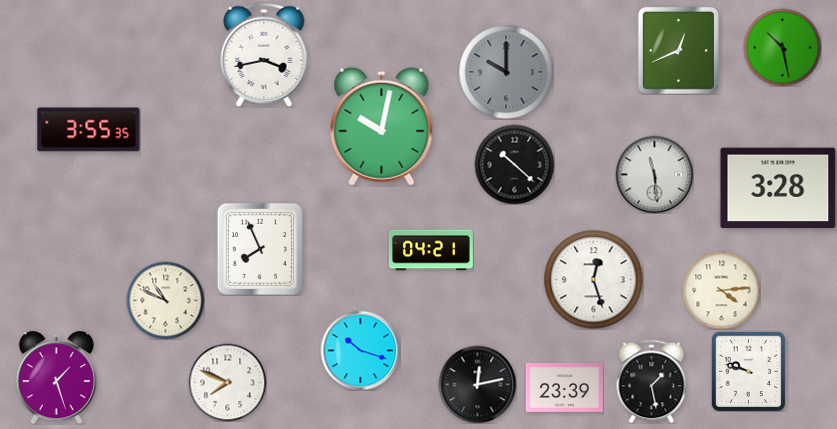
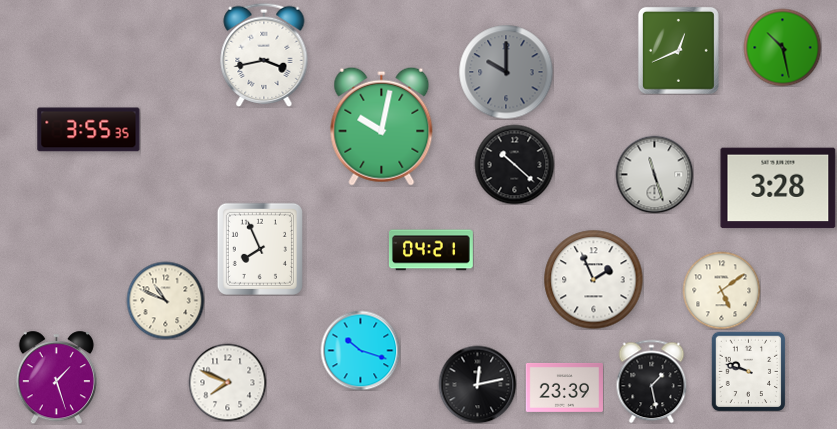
clock at (654, 174): 11:29 -> 11:27
clock at (594, 280): 12:27 -> 1:56
clock at (721, 290): 4:14 -> 5:09
